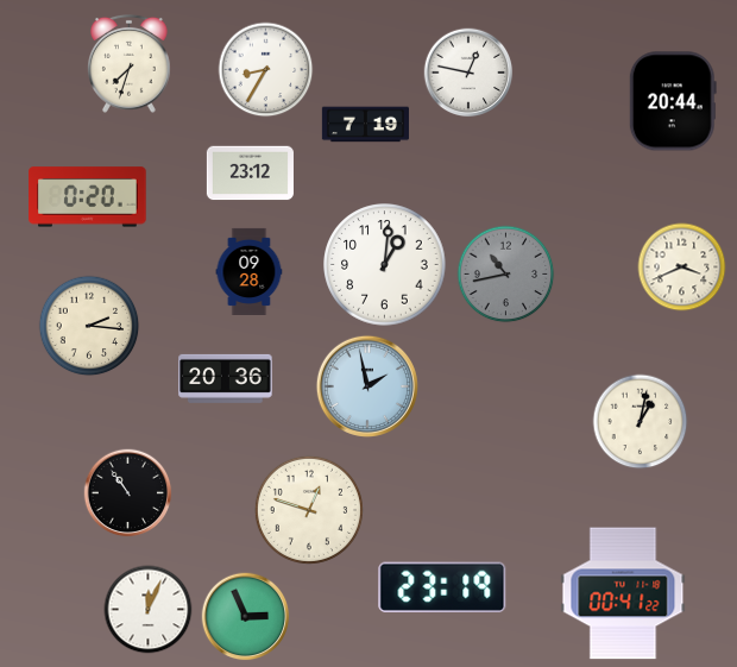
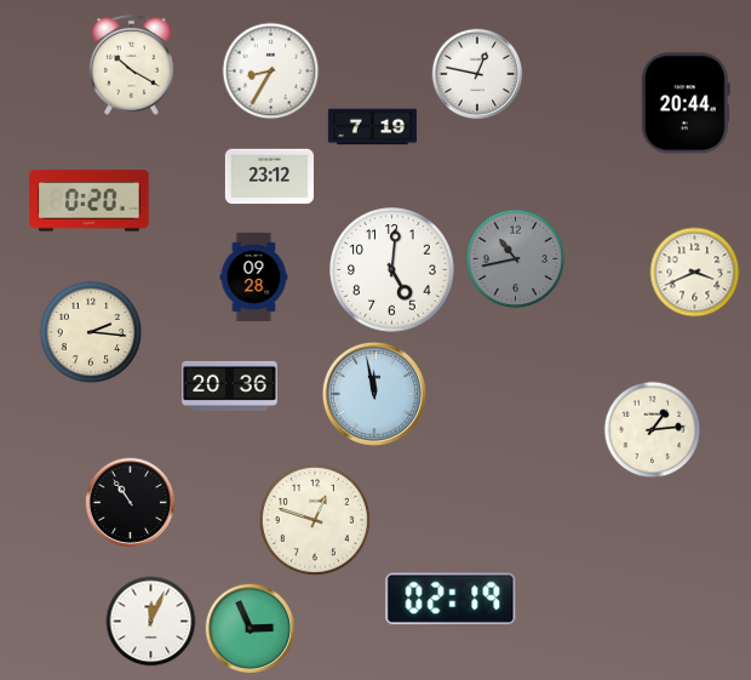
clock at (130, 63): 7:33 -> 10:20
clock at (250, 174) position: (250, 174) -> (269, 177)
clock at (385, 265): 1:01 -> 5:01
clock at (506, 275) position: (506, 275) -> (516, 259)
clock at (366, 385): 1:58 -> 11:58
clock at (641, 422): 1:02 -> 1:14
clock at (442, 587): 23:19 -> 02:19
clock at (623, 593): 00:41 -> none
